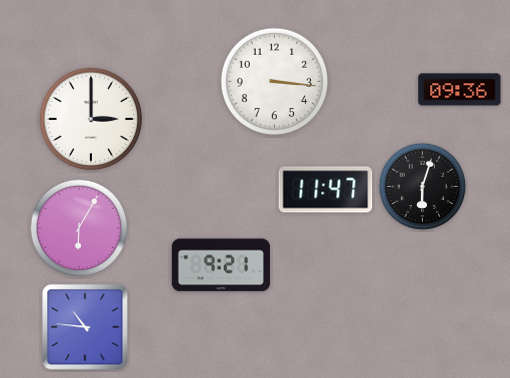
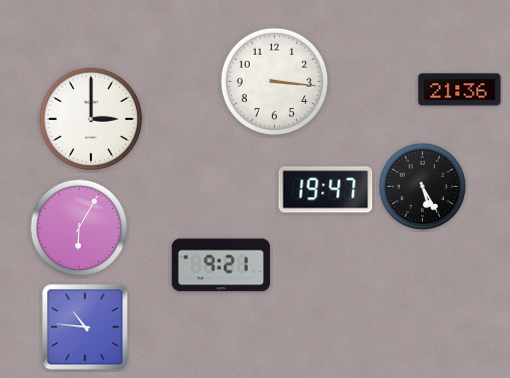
clock at (460, 90): 09:36 -> 21:36
clock at (423, 187): 6:03 -> 5:25
clock at (326, 190): 11:47 -> 19:47
